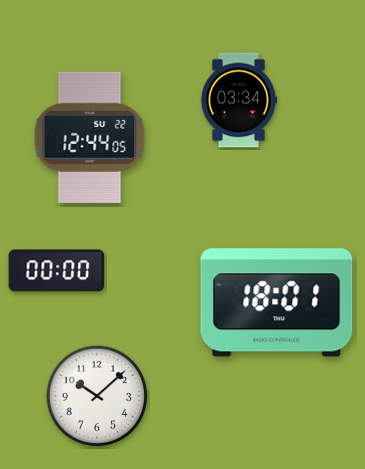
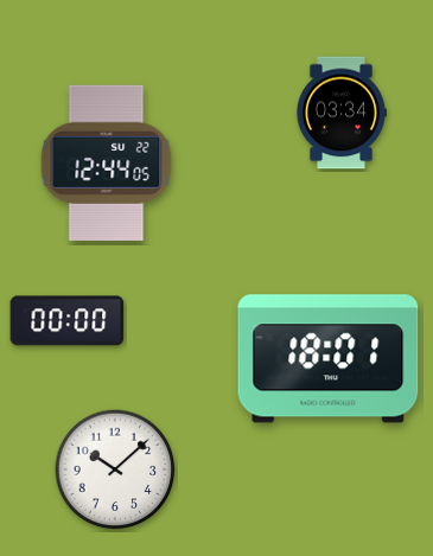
clock at (238, 100) position: (238, 100) -> (340, 113)
